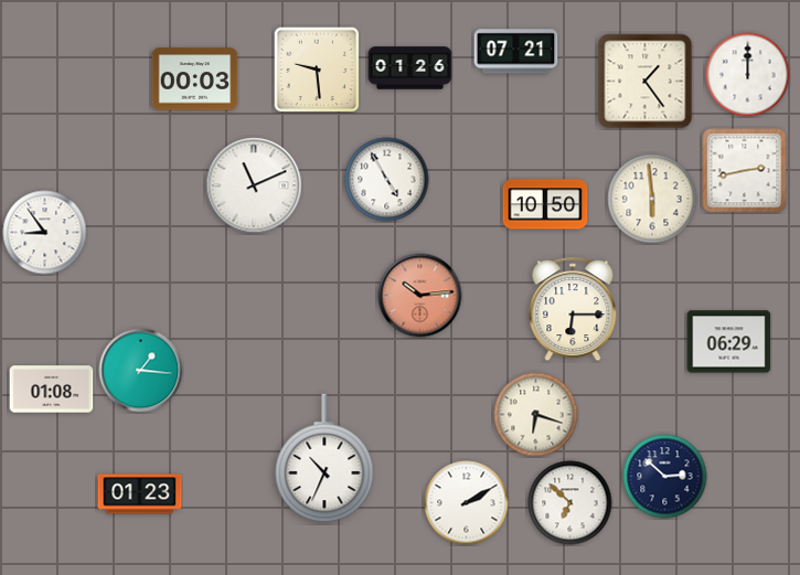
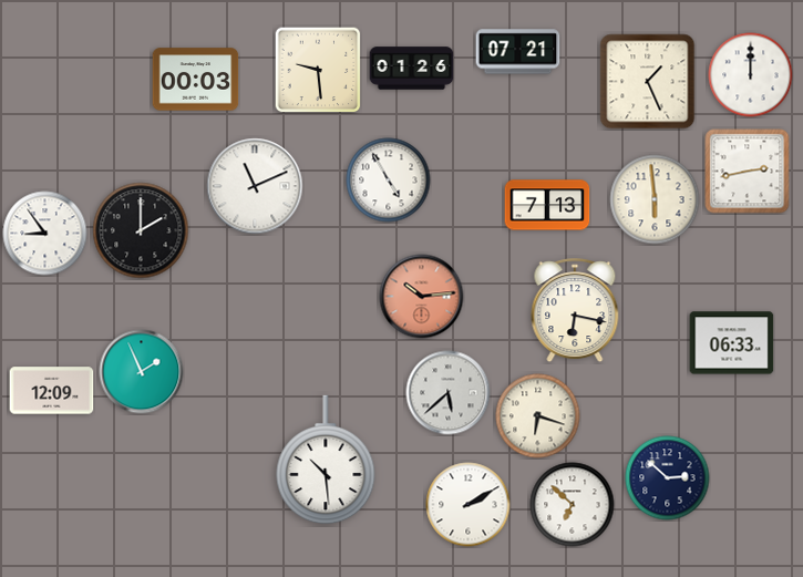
clock at (646, 82): 1:24 -> 1:26
clock at (545, 204): 10:50 -> 7:13
clock at (141, 230): none -> 2:00
clock at (573, 310): 6:15 -> 6:17
clock at (729, 342): 06:29 -> 06:33
clock at (141, 371): 1:16 -> 1:56
clock at (52, 390): 01:08 -> 12:09
clock at (449, 393): none -> 5:38
clock at (324, 458): 10:34 -> 10:29
clock at (140, 494): 01:23 -> none
